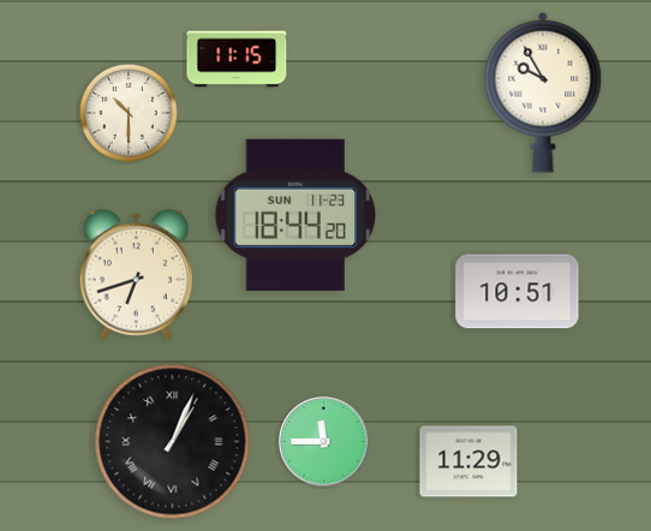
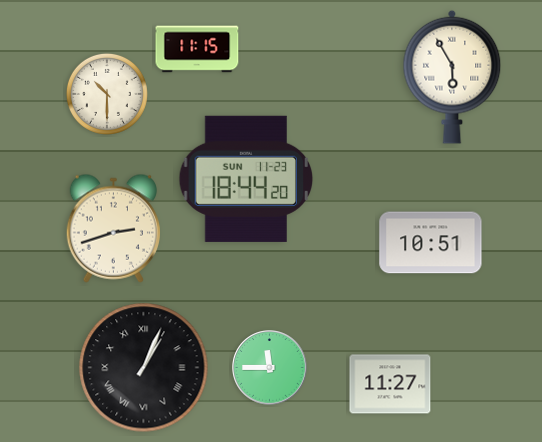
clock at (543, 93): 9:55 -> 5:55
clock at (136, 274): 6:42 -> 2:42
clock at (468, 461): 11:29 -> 11:27
